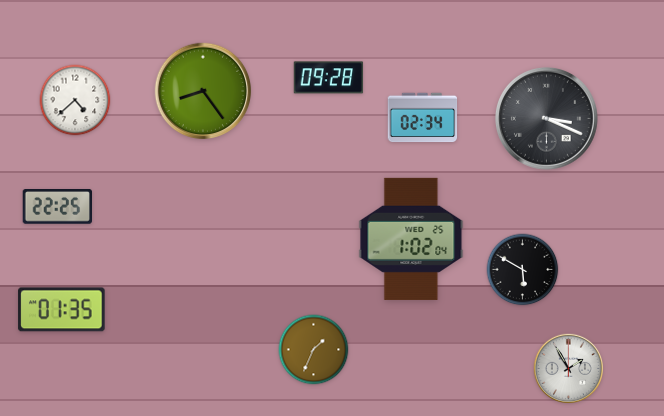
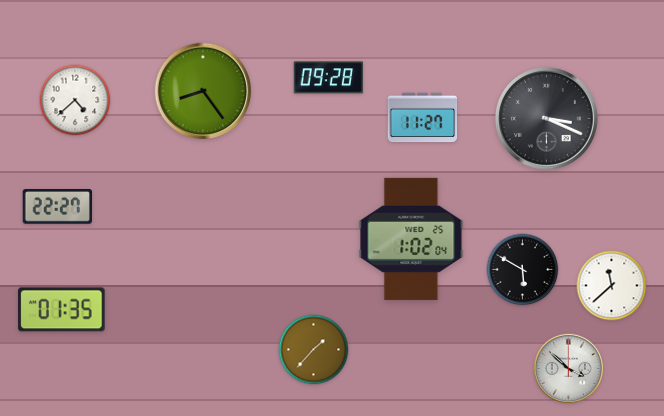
clock at (423, 118): 02:34 -> 11:27
clock at (57, 207): 22:25 -> 22:27
clock at (612, 286): none -> 11:38
clock at (314, 350): 1:34 -> 1:37
clock at (568, 368): 1:55 -> 3:52
